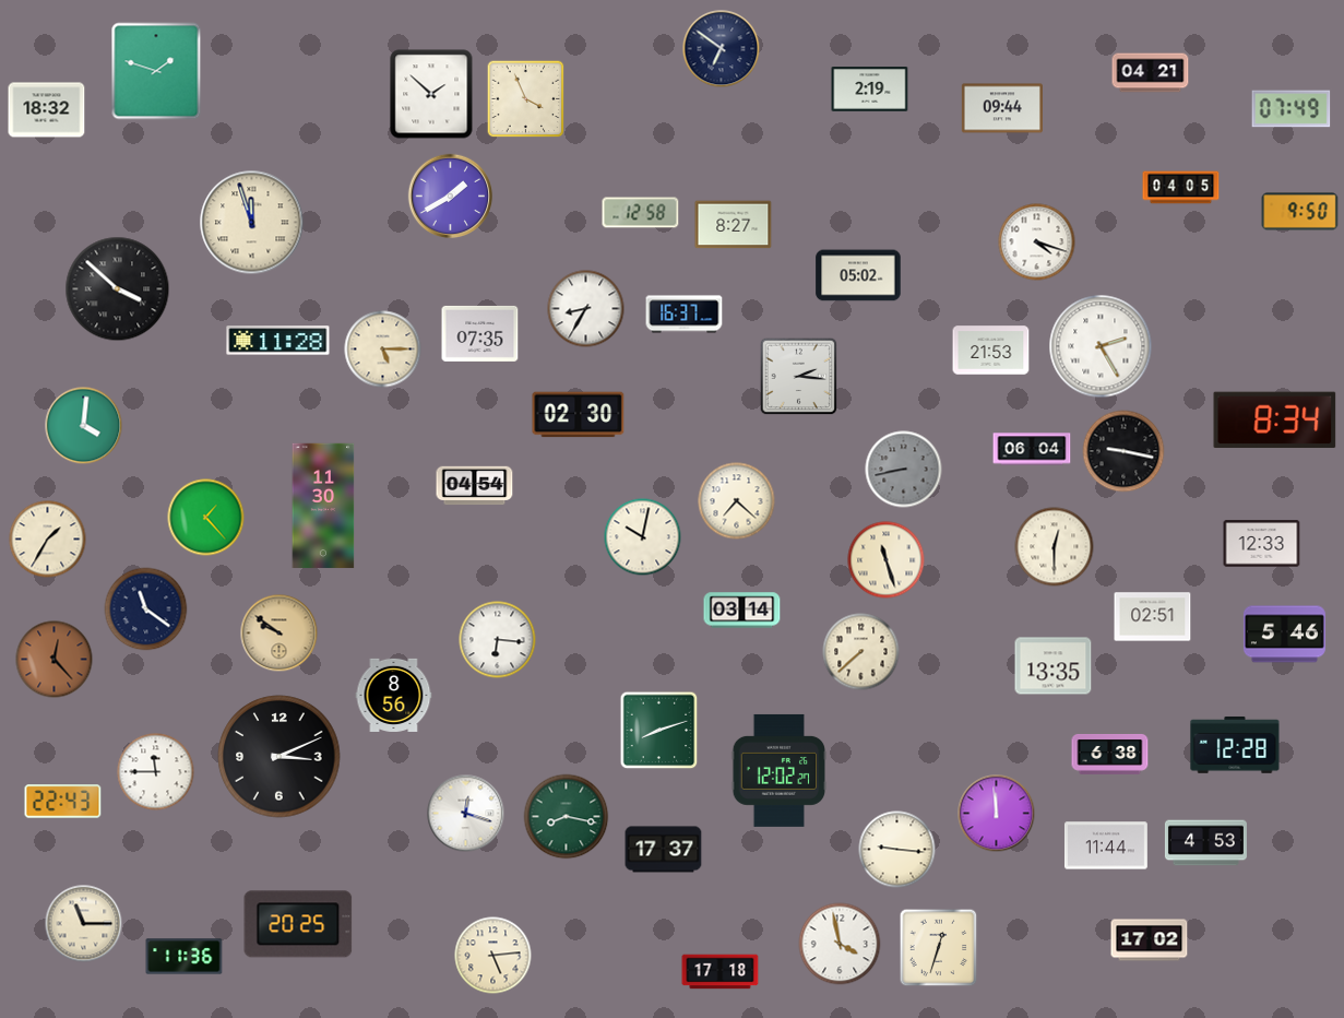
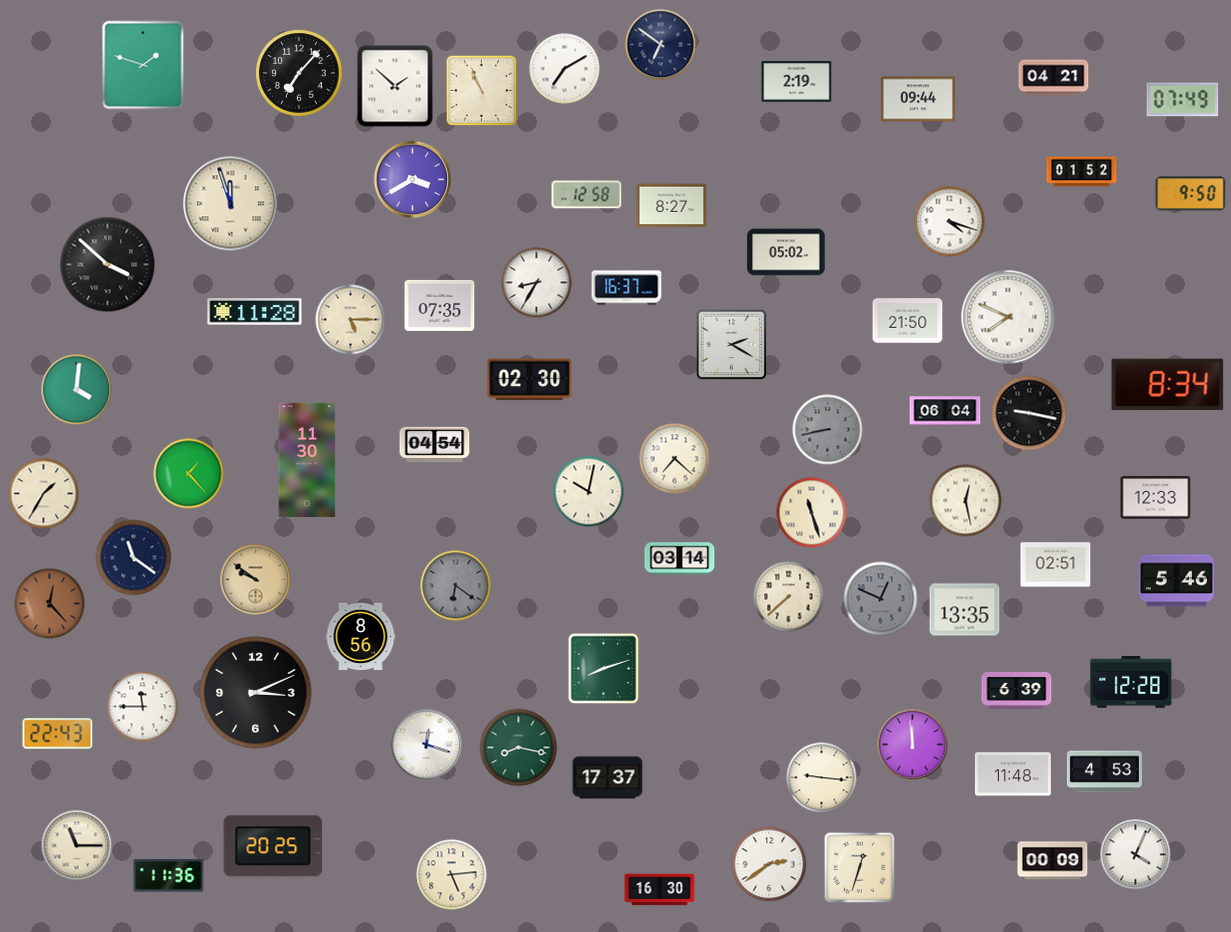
clock at (1151, 73) position: (1151, 73) -> (1054, 78)
clock at (565, 69): none -> 7:10
clock at (299, 73): none -> 7:07
clock at (526, 99): 3:56 -> 10:56
clock at (47, 110): 18:32 -> none
clock at (1181, 188): 04:05 -> 01:52
clock at (451, 197): 1:40 -> 3:40
clock at (1101, 346): 2:25 -> 7:49
clock at (991, 351): 21:53 -> 21:50
clock at (799, 377): 2:16 -> 2:20
clock at (323, 506) position: (323, 506) -> (307, 460)
clock at (1055, 547): 12:30 -> 12:28
clock at (498, 640): 6:16 -> 6:21
clock at (498, 640) dial: white -> grey
clock at (881, 599): none -> 12:49
clock at (1110, 754): 6:38 -> 6:39
clock at (780, 770): 12:02 -> none
clock at (1106, 845): 11:44 -> 11:48
clock at (1136, 855): none -> 4:04
clock at (1150, 940): 17:02 -> 00:09
clock at (840, 944): 3:58 -> 2:39
clock at (721, 972): 17:18 -> 16:30
